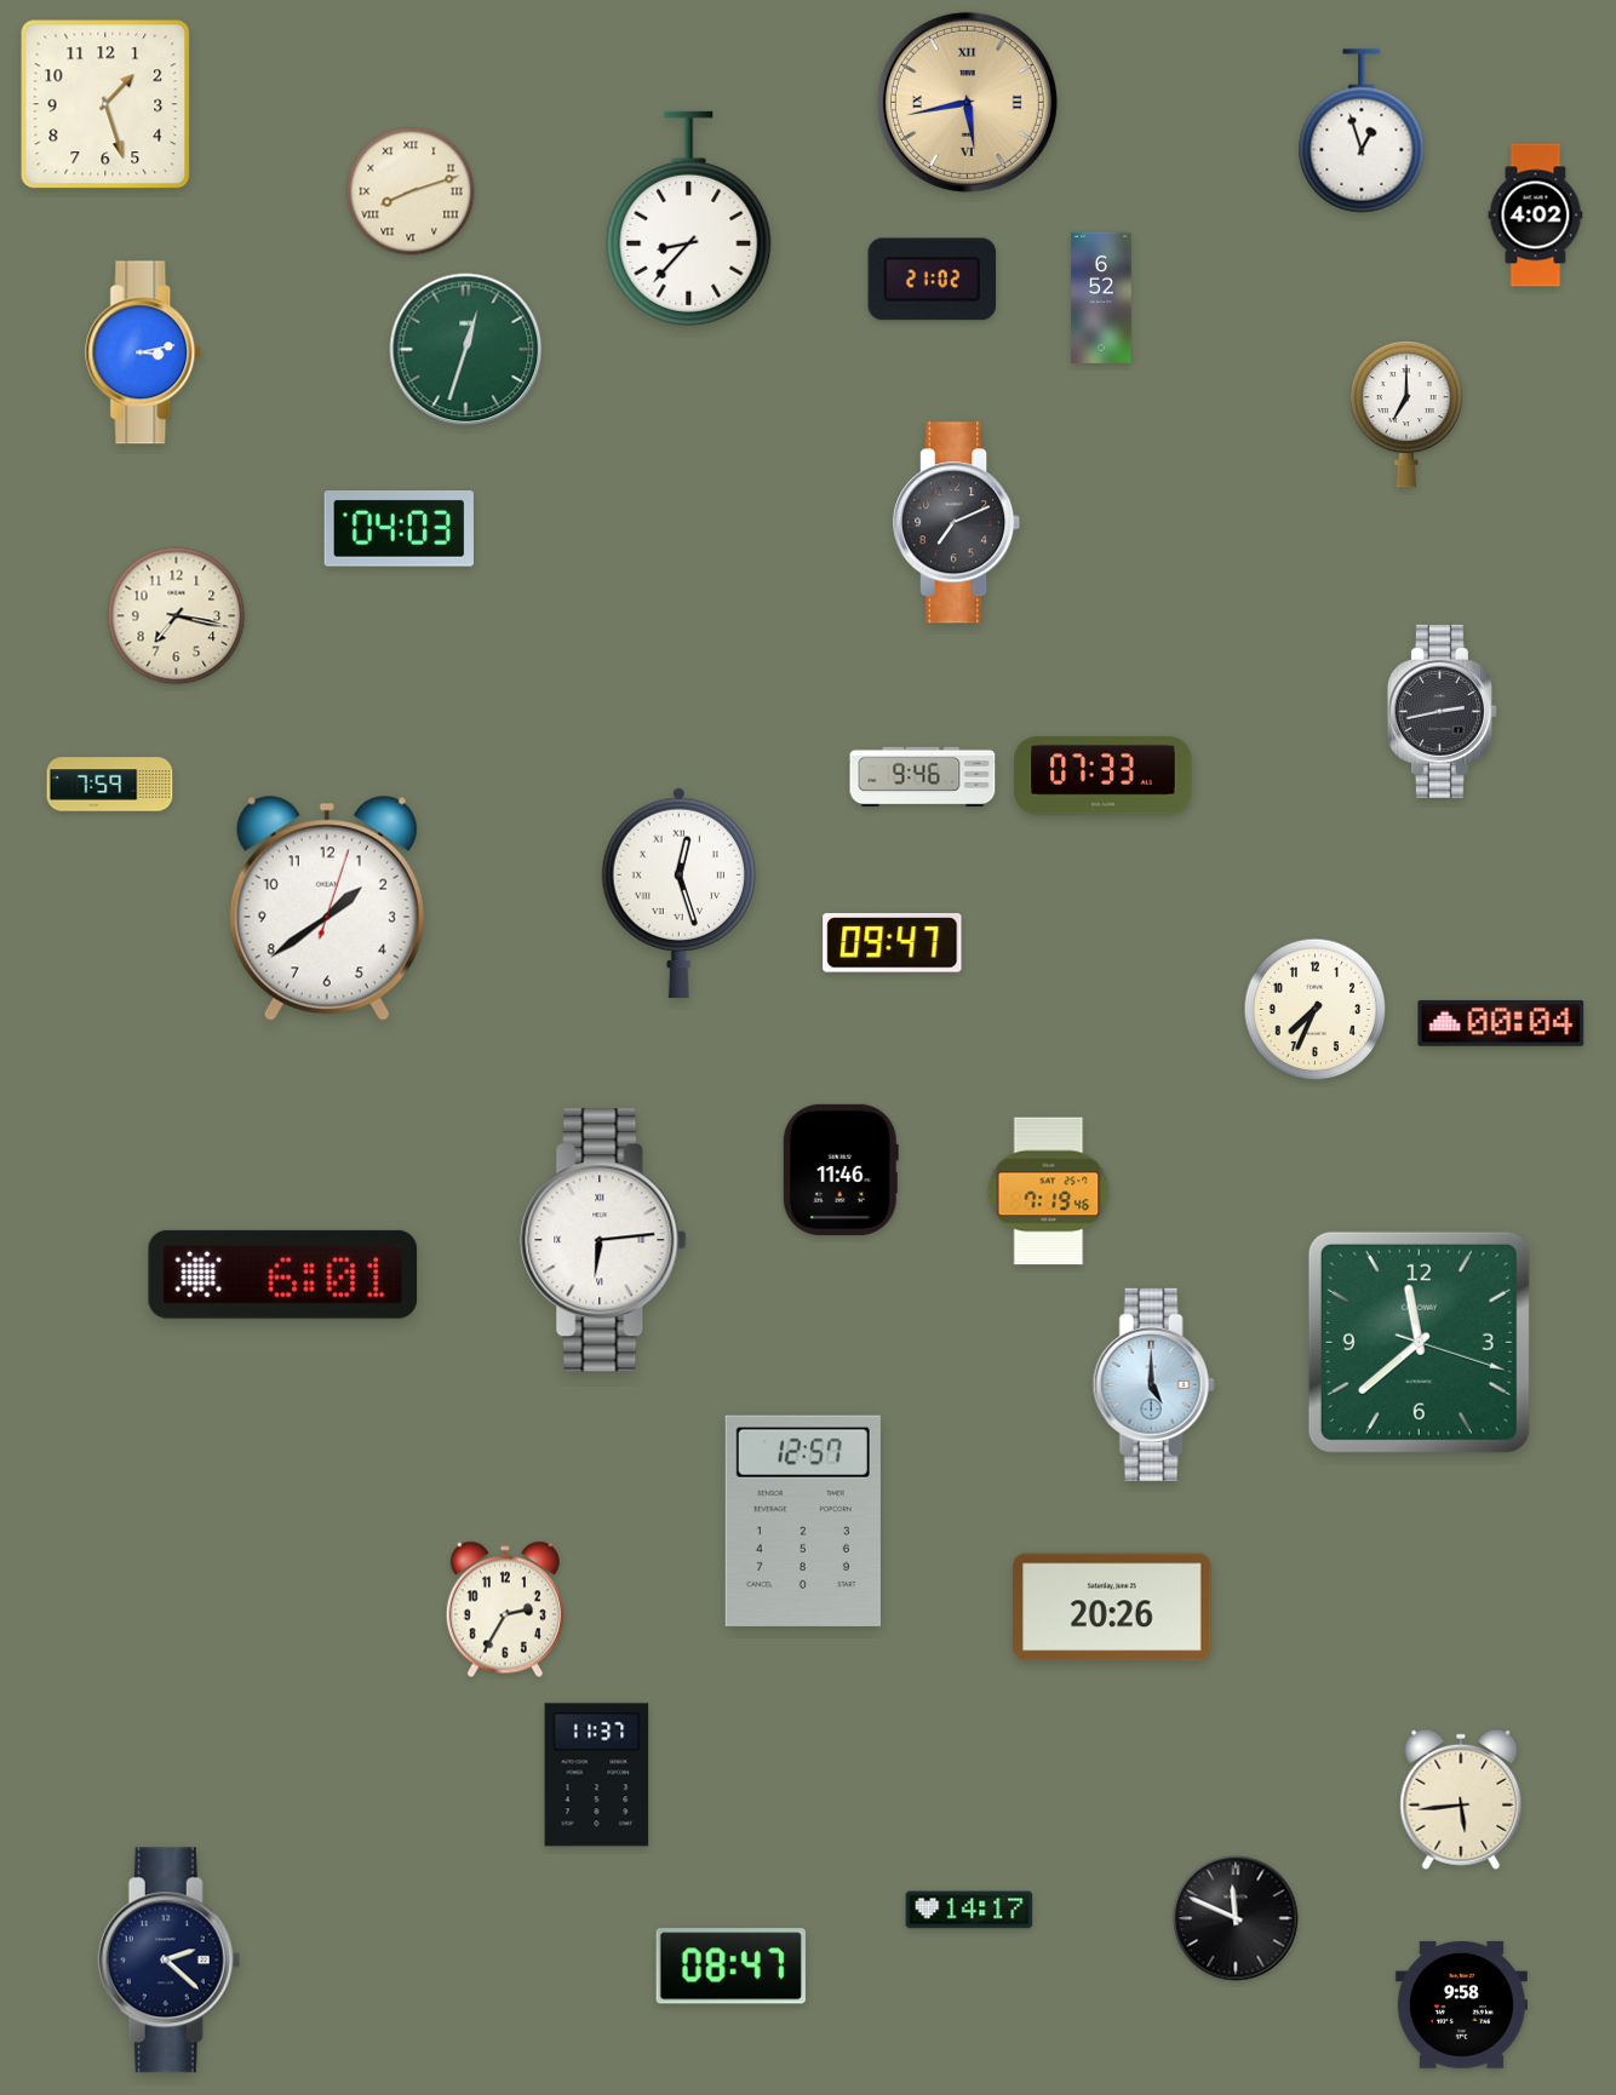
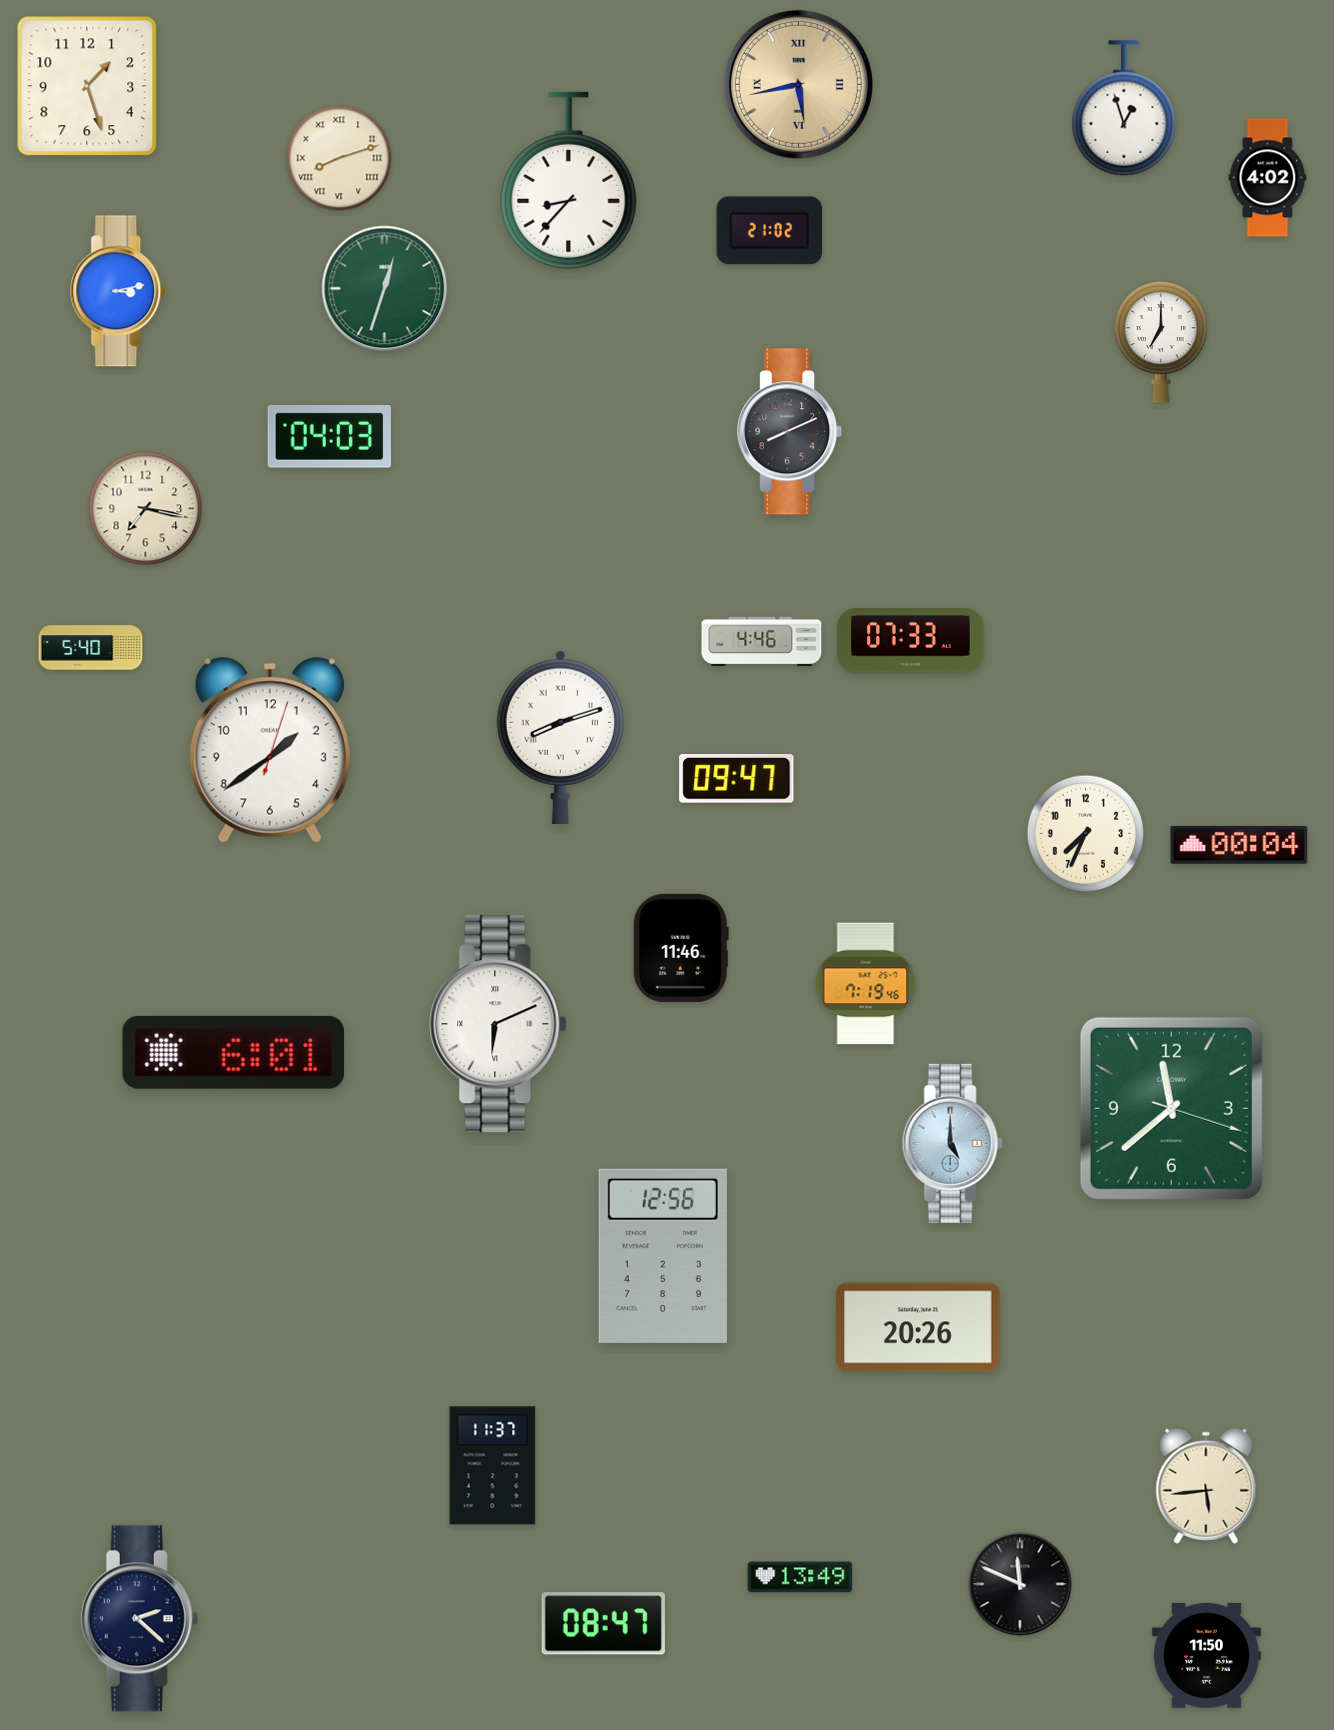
clock at (1101, 298): 6:52 -> none
clock at (958, 523): 7:11 -> 8:11
clock at (1442, 711): 2:43 -> none
clock at (923, 776): 9:46 -> 4:46
clock at (110, 785): 7:59 -> 5:40
clock at (678, 892): 12:27 -> 8:12
clock at (841, 1170) position: (841, 1170) -> (681, 948)
clock at (603, 1240): 6:14 -> 6:11
clock at (803, 1521): 12:57 -> 12:56
clock at (505, 1609): 2:35 -> none
clock at (969, 1910): 14:17 -> 13:49
clock at (1461, 2004): 9:58 -> 11:50
